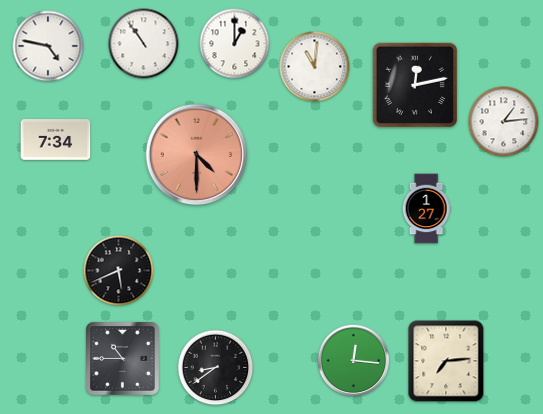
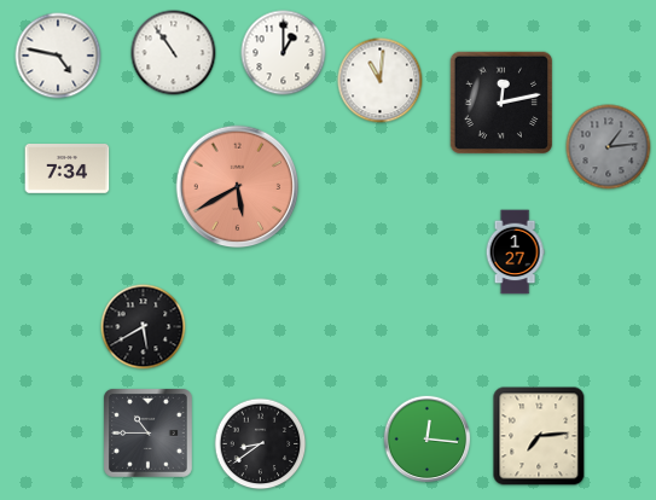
clock at (504, 122) dial: white -> grey
clock at (197, 155): 4:30 -> 5:40
clock at (119, 271): 5:41 -> 5:40
clock at (354, 361) position: (354, 361) -> (428, 440)
